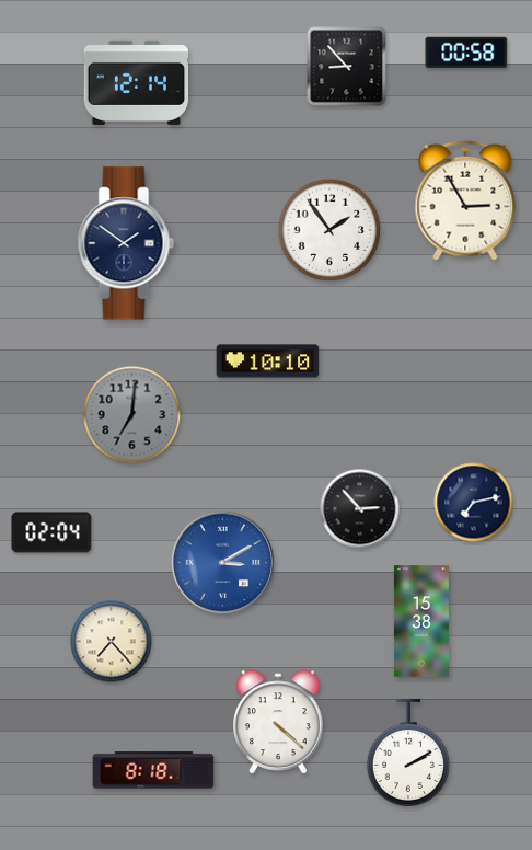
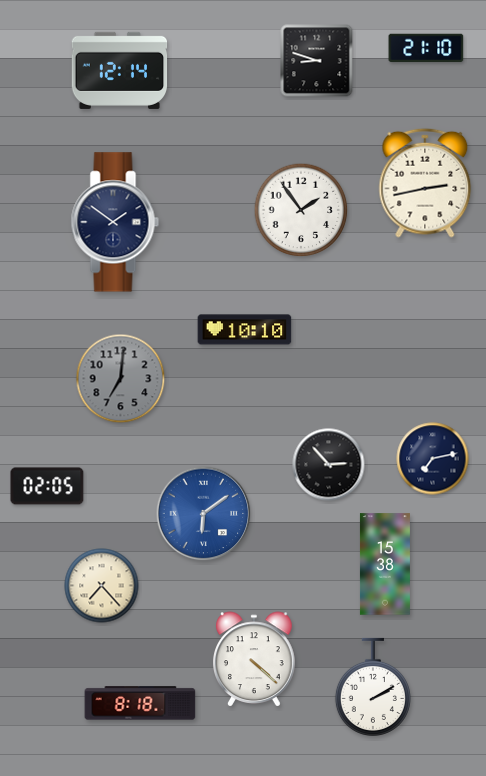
clock at (466, 53): 00:58 -> 21:10
clock at (347, 67): 8:53 -> 8:48
clock at (137, 82) position: (137, 82) -> (120, 70)
clock at (465, 200): 2:55 -> 2:43
clock at (51, 532): 02:04 -> 02:05
clock at (223, 563): 3:10 -> 6:09
clock at (421, 621) position: (421, 621) -> (385, 564)
